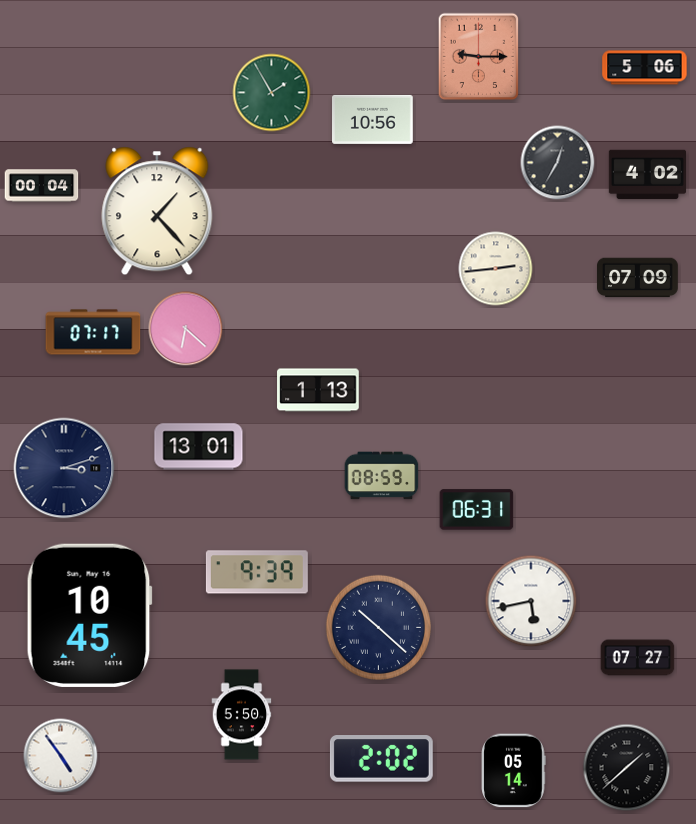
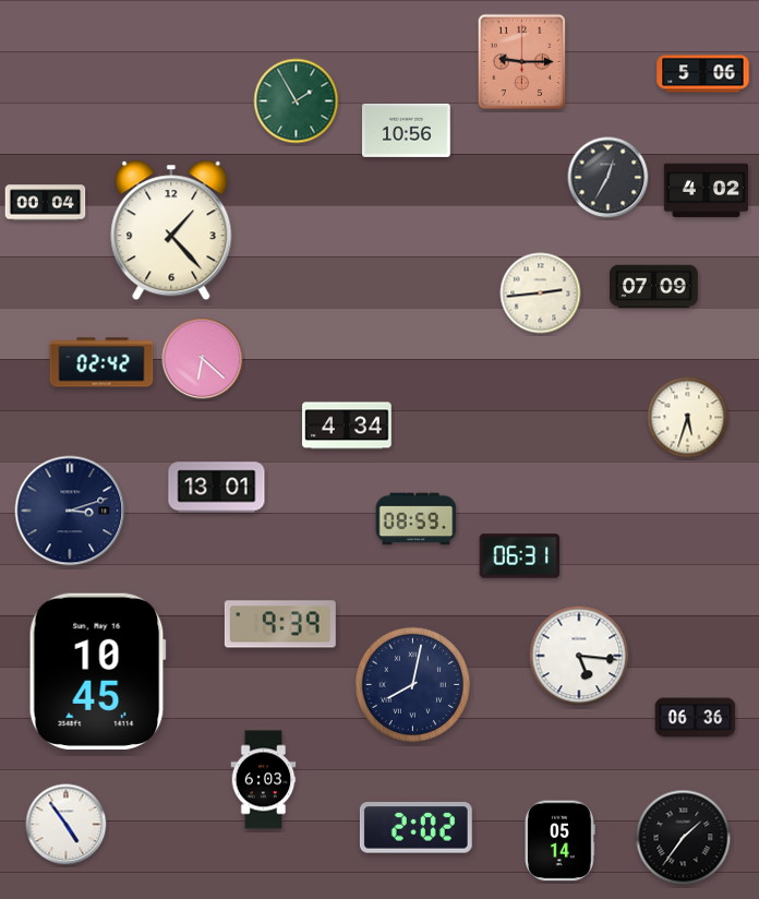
clock at (638, 278) position: (638, 278) -> (654, 287)
clock at (93, 332): 07:17 -> 02:42
clock at (688, 418): none -> 5:33
clock at (318, 390): 1:13 -> 4:34
clock at (531, 601): 5:43 -> 5:16
clock at (378, 627): 10:22 -> 8:02
clock at (638, 658): 07:27 -> 06:36
clock at (242, 715): 5:50 -> 6:03
clock at (627, 768): 1:38 -> 1:36
